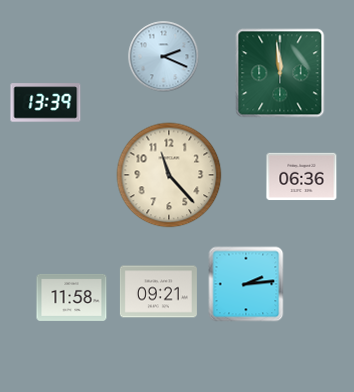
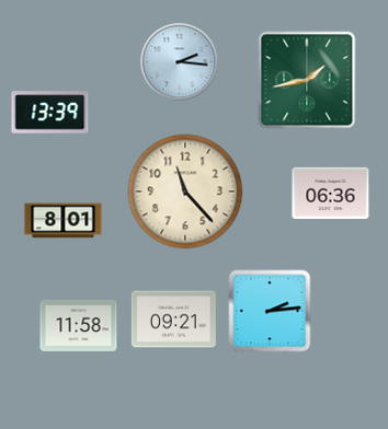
clock at (164, 57): 2:19 -> 2:16
clock at (280, 73): 11:59 -> 1:43
clock at (64, 221): none -> 8:01
